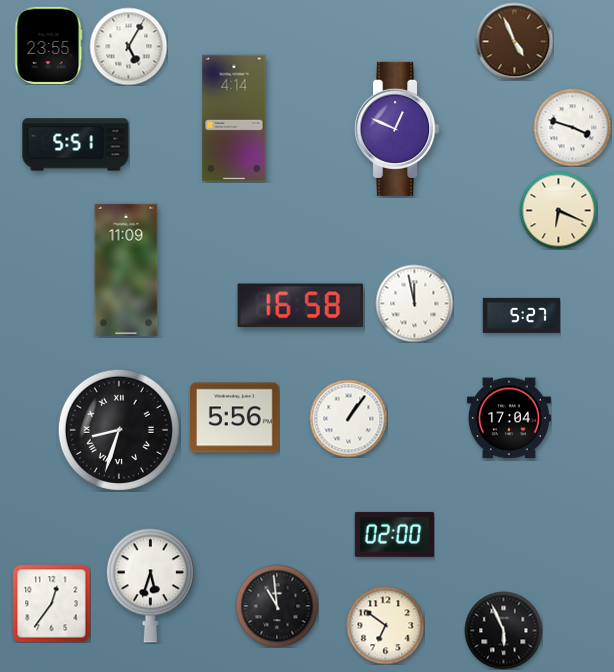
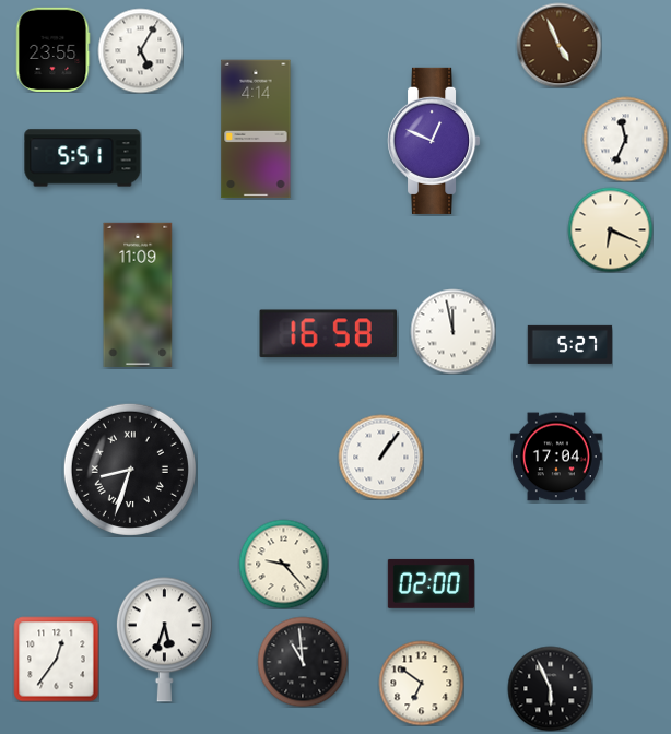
clock at (514, 41) position: (514, 41) -> (558, 45)
clock at (572, 127): 3:48 -> 11:34
clock at (235, 418): 5:56 -> none
clock at (283, 564): none -> 9:23
